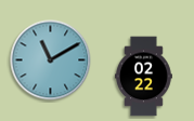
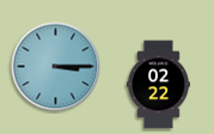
clock at (51, 60): 11:10 -> 3:15
